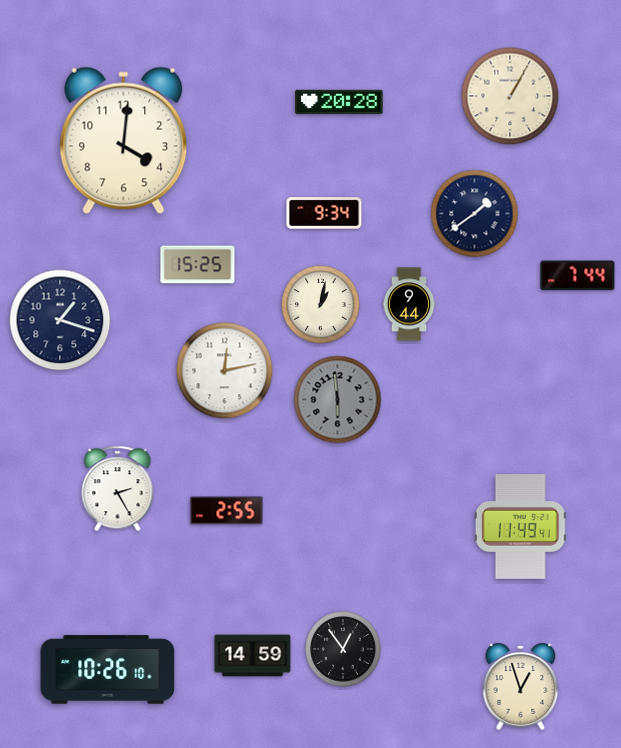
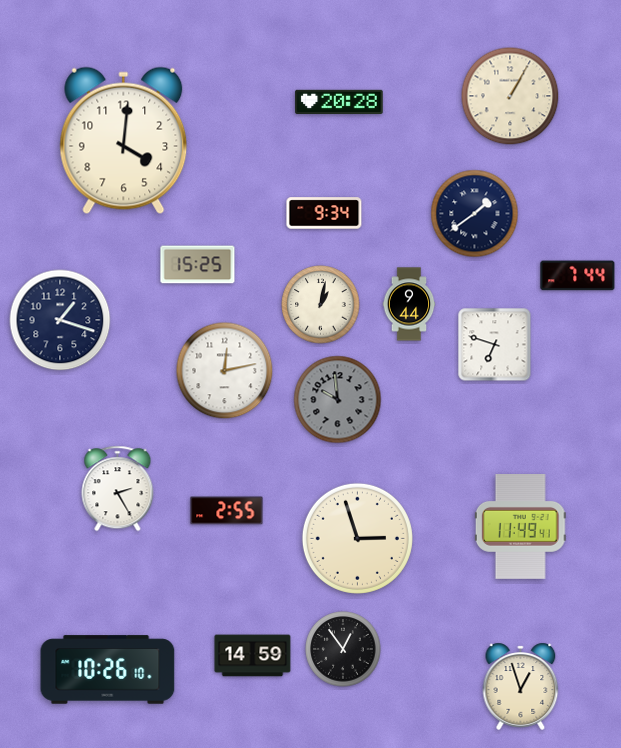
clock at (495, 345): none -> 6:48
clock at (338, 400): 5:59 -> 9:59
clock at (357, 538): none -> 2:57
